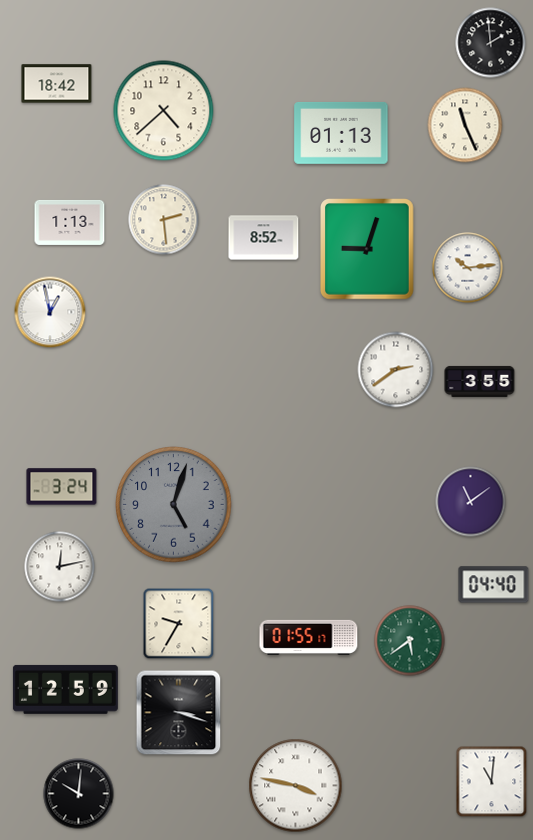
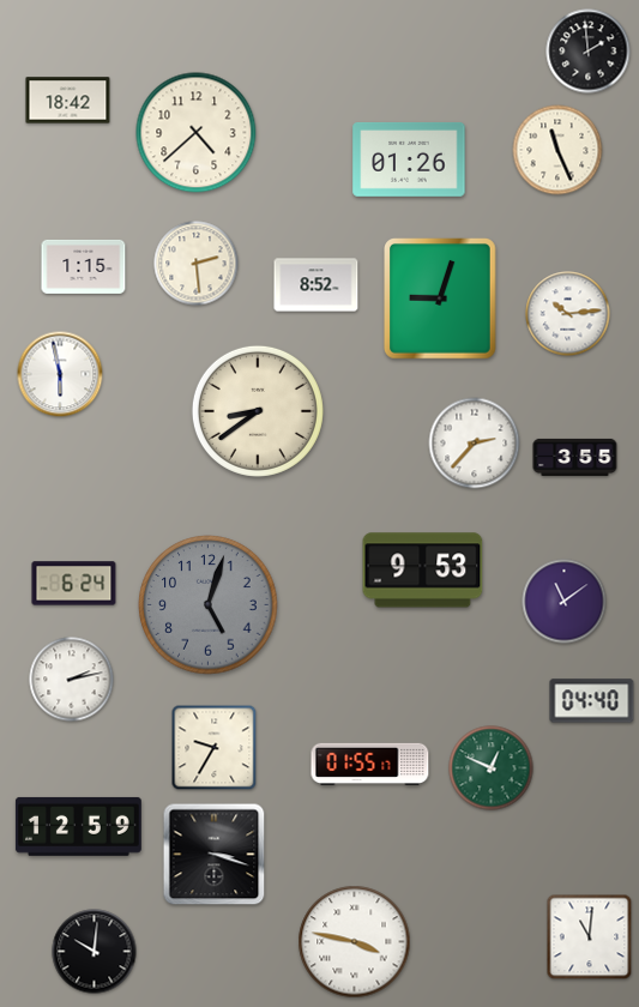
clock at (341, 133): 01:13 -> 01:26
clock at (70, 222): 1:13 -> 1:15
clock at (468, 268) position: (468, 268) -> (568, 314)
clock at (50, 312): 12:58 -> 5:58
clock at (258, 411): none -> 8:39
clock at (396, 370): 2:39 -> 2:37
clock at (423, 571): none -> 9:53
clock at (62, 487): 3:24 -> 6:24
clock at (60, 567): 12:13 -> 2:13
clock at (410, 641): 5:39 -> 12:49
